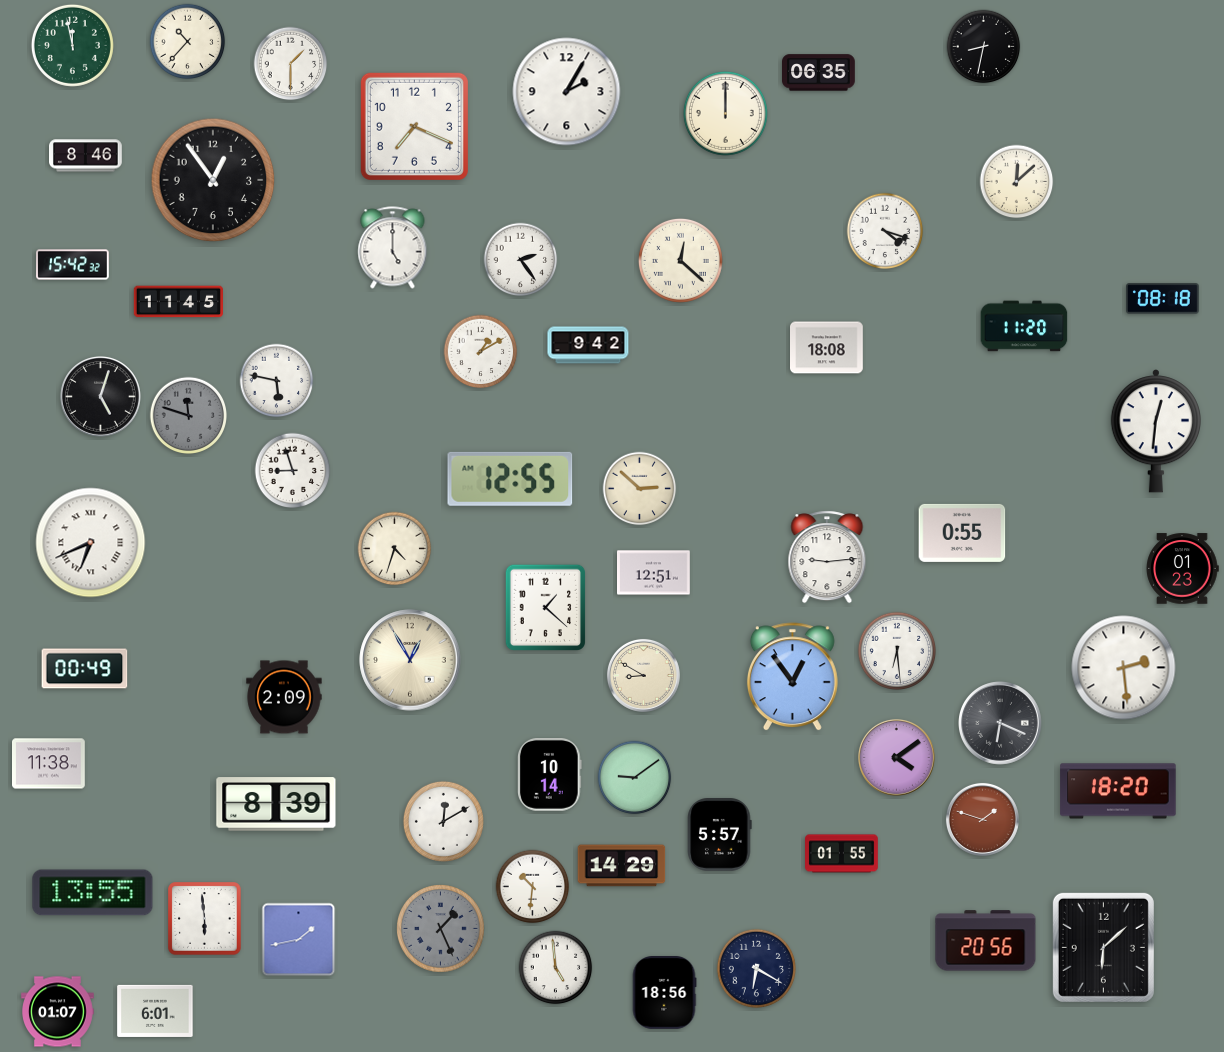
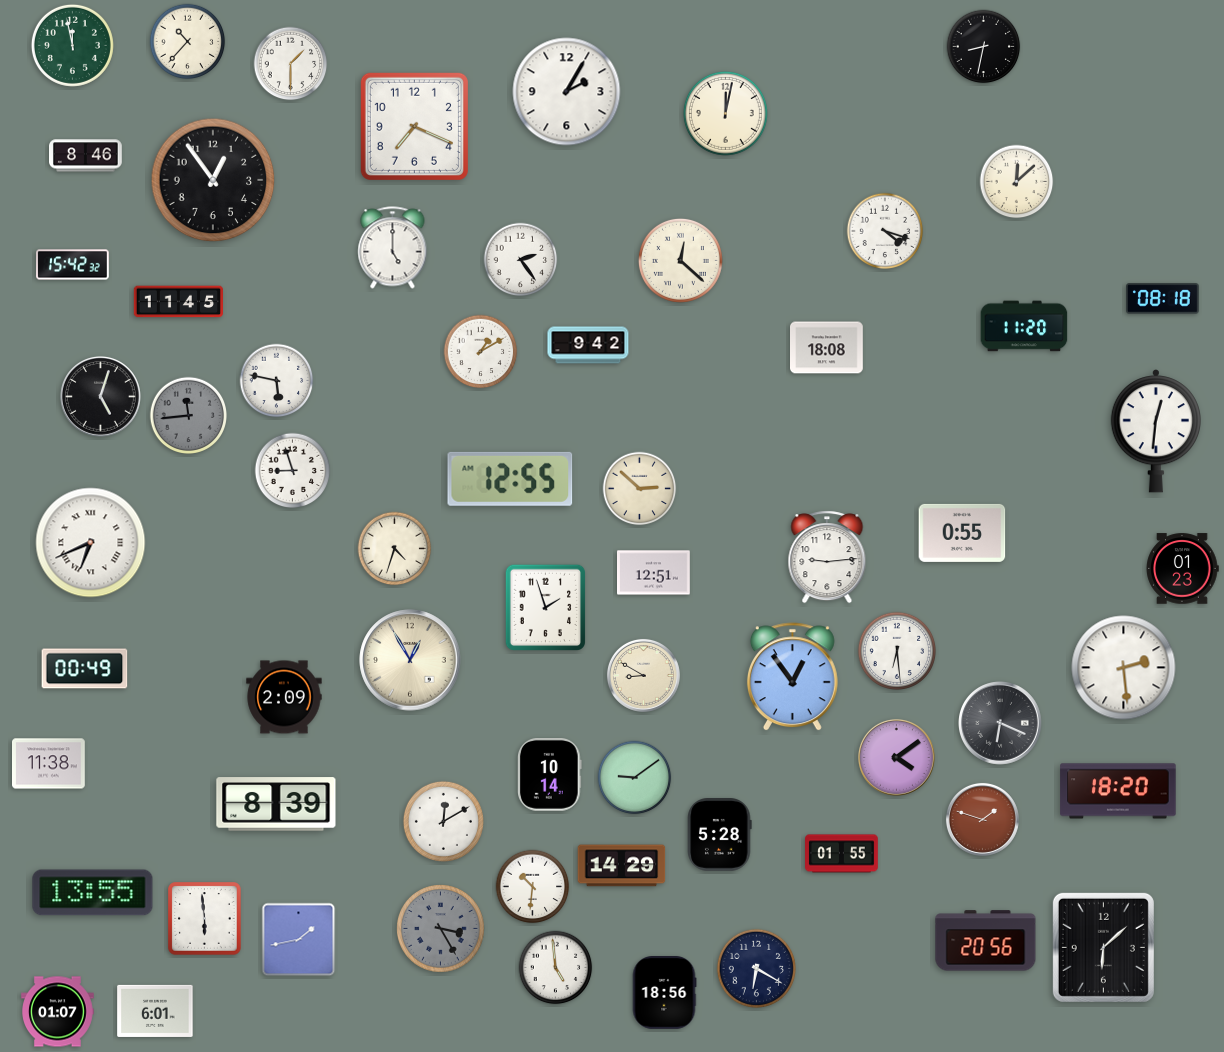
clock at (819, 73): 06:35 -> none
clock at (725, 113): 12:00 -> 12:02
clock at (189, 416): 11:48 -> 11:44
clock at (545, 608): 1:22 -> 1:57
clock at (720, 835): 5:57 -> 5:28
clock at (441, 929): 1:26 -> 3:25
